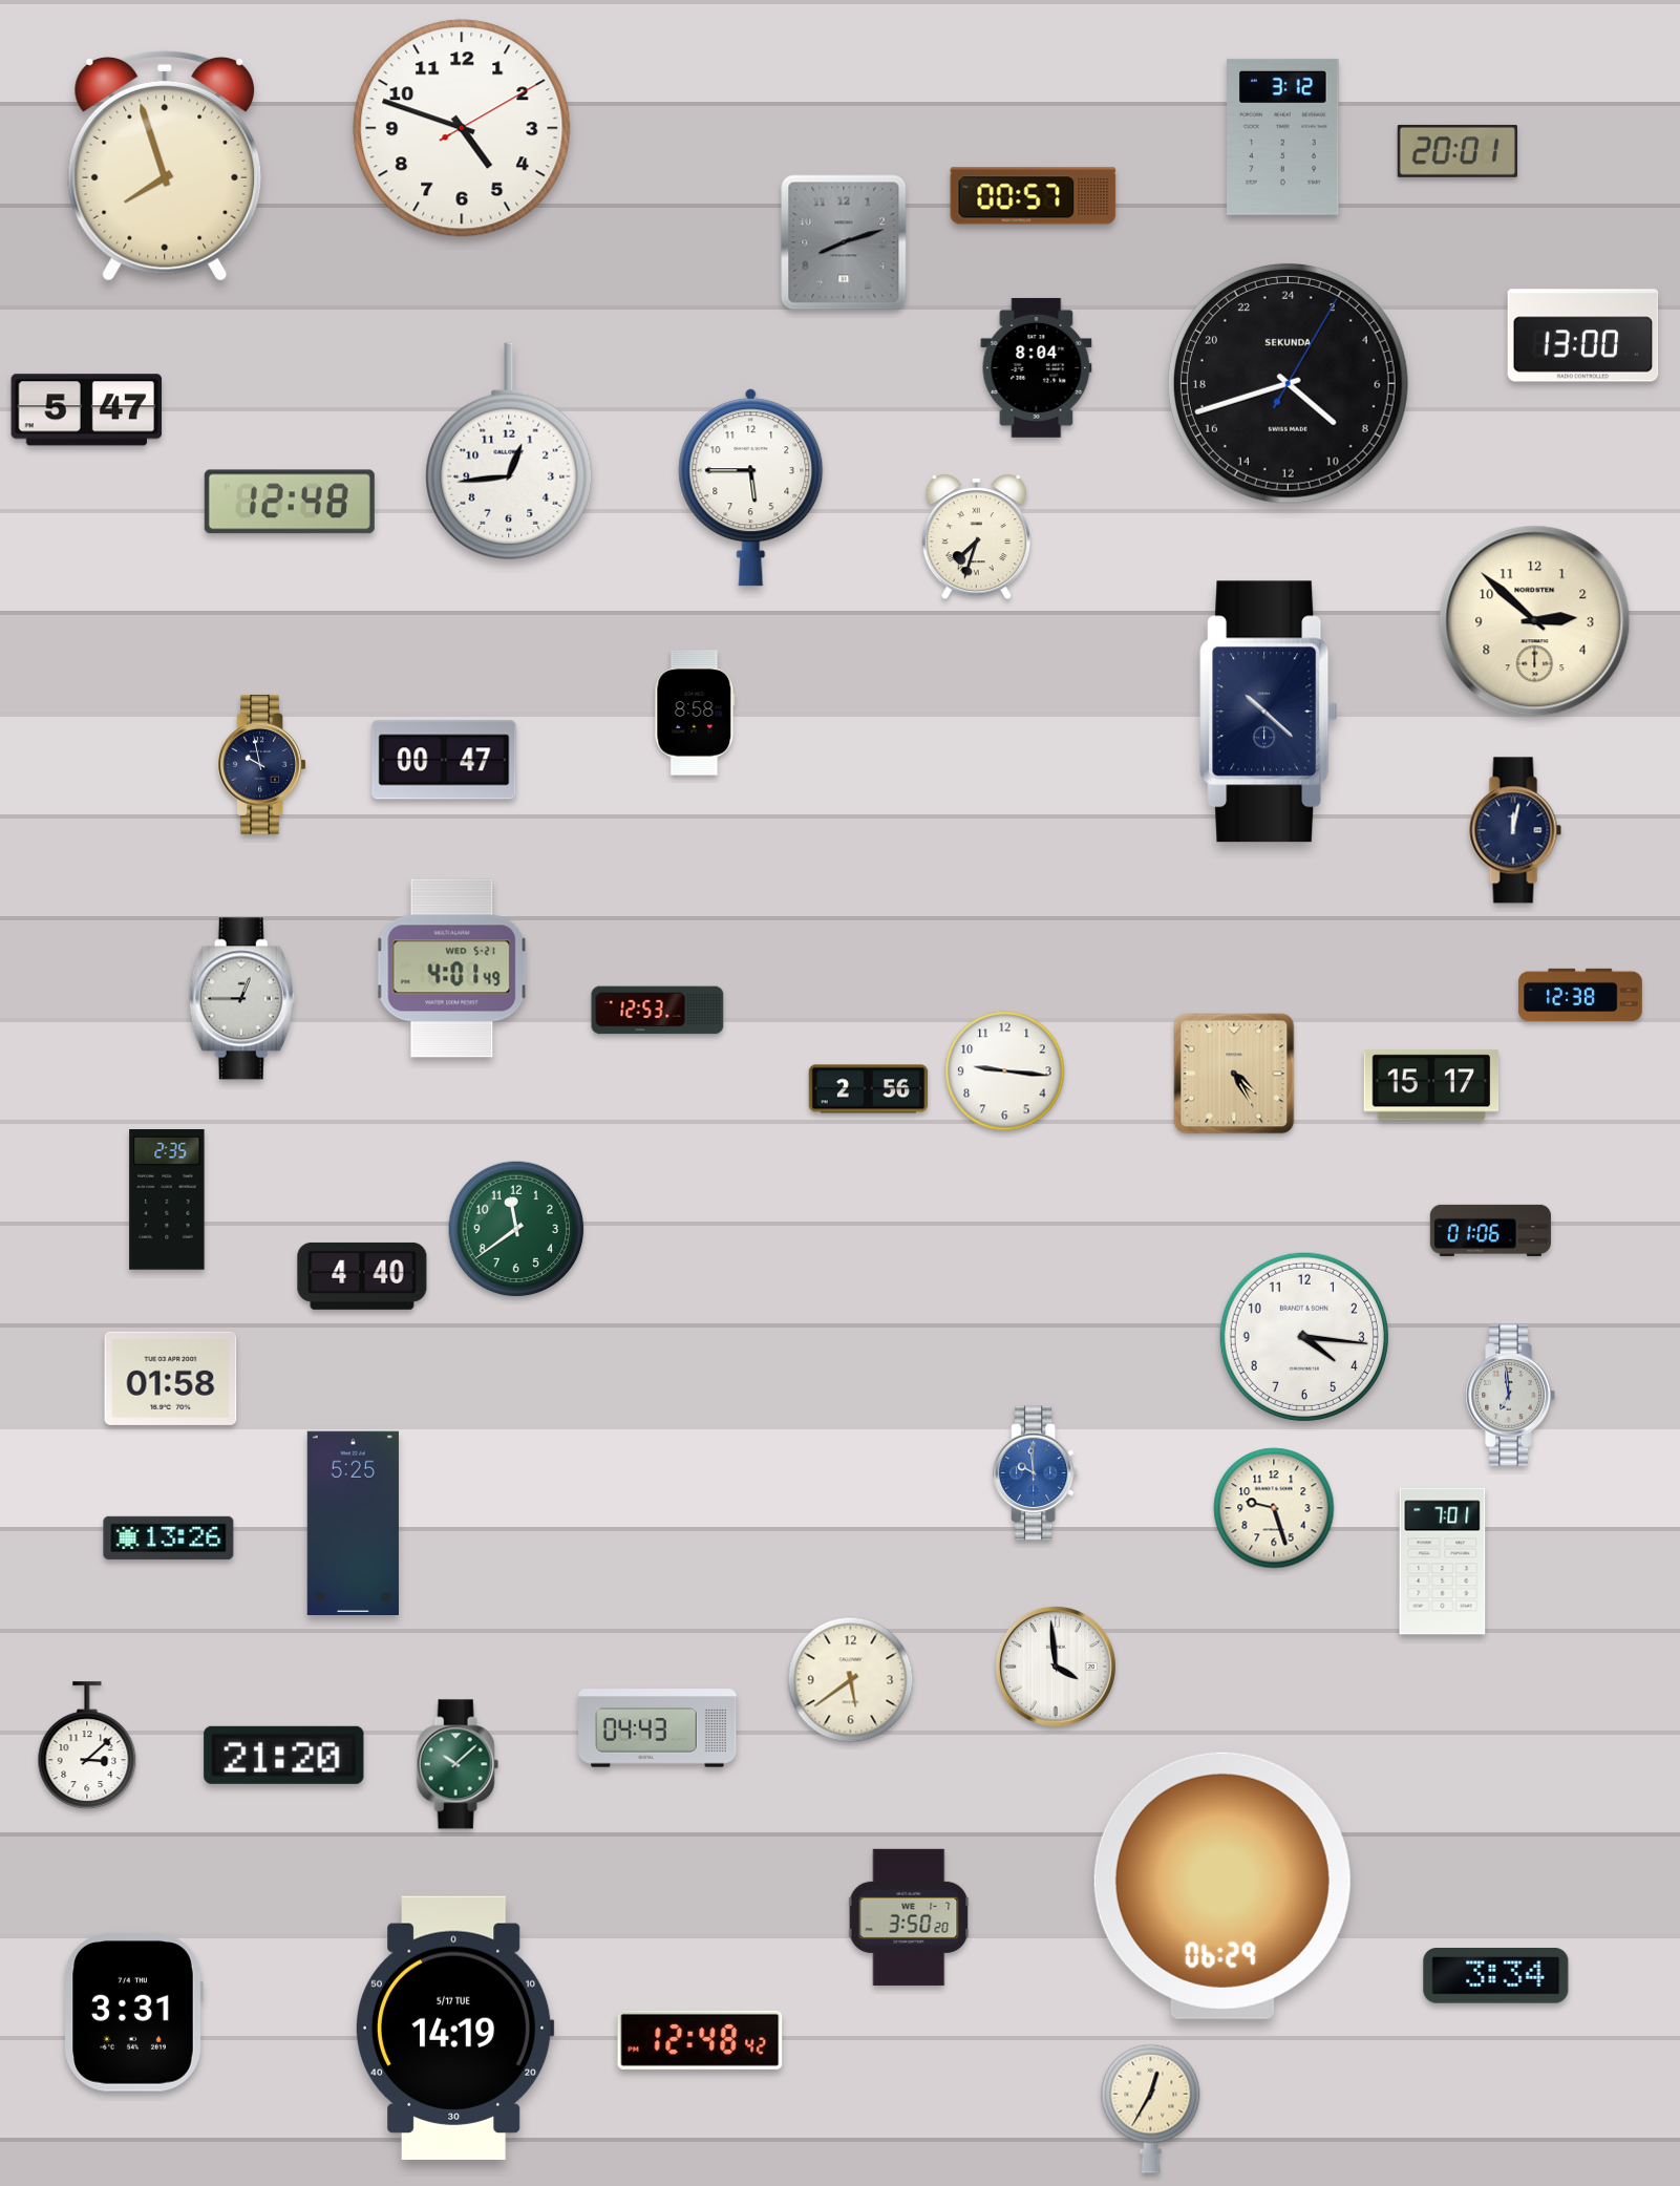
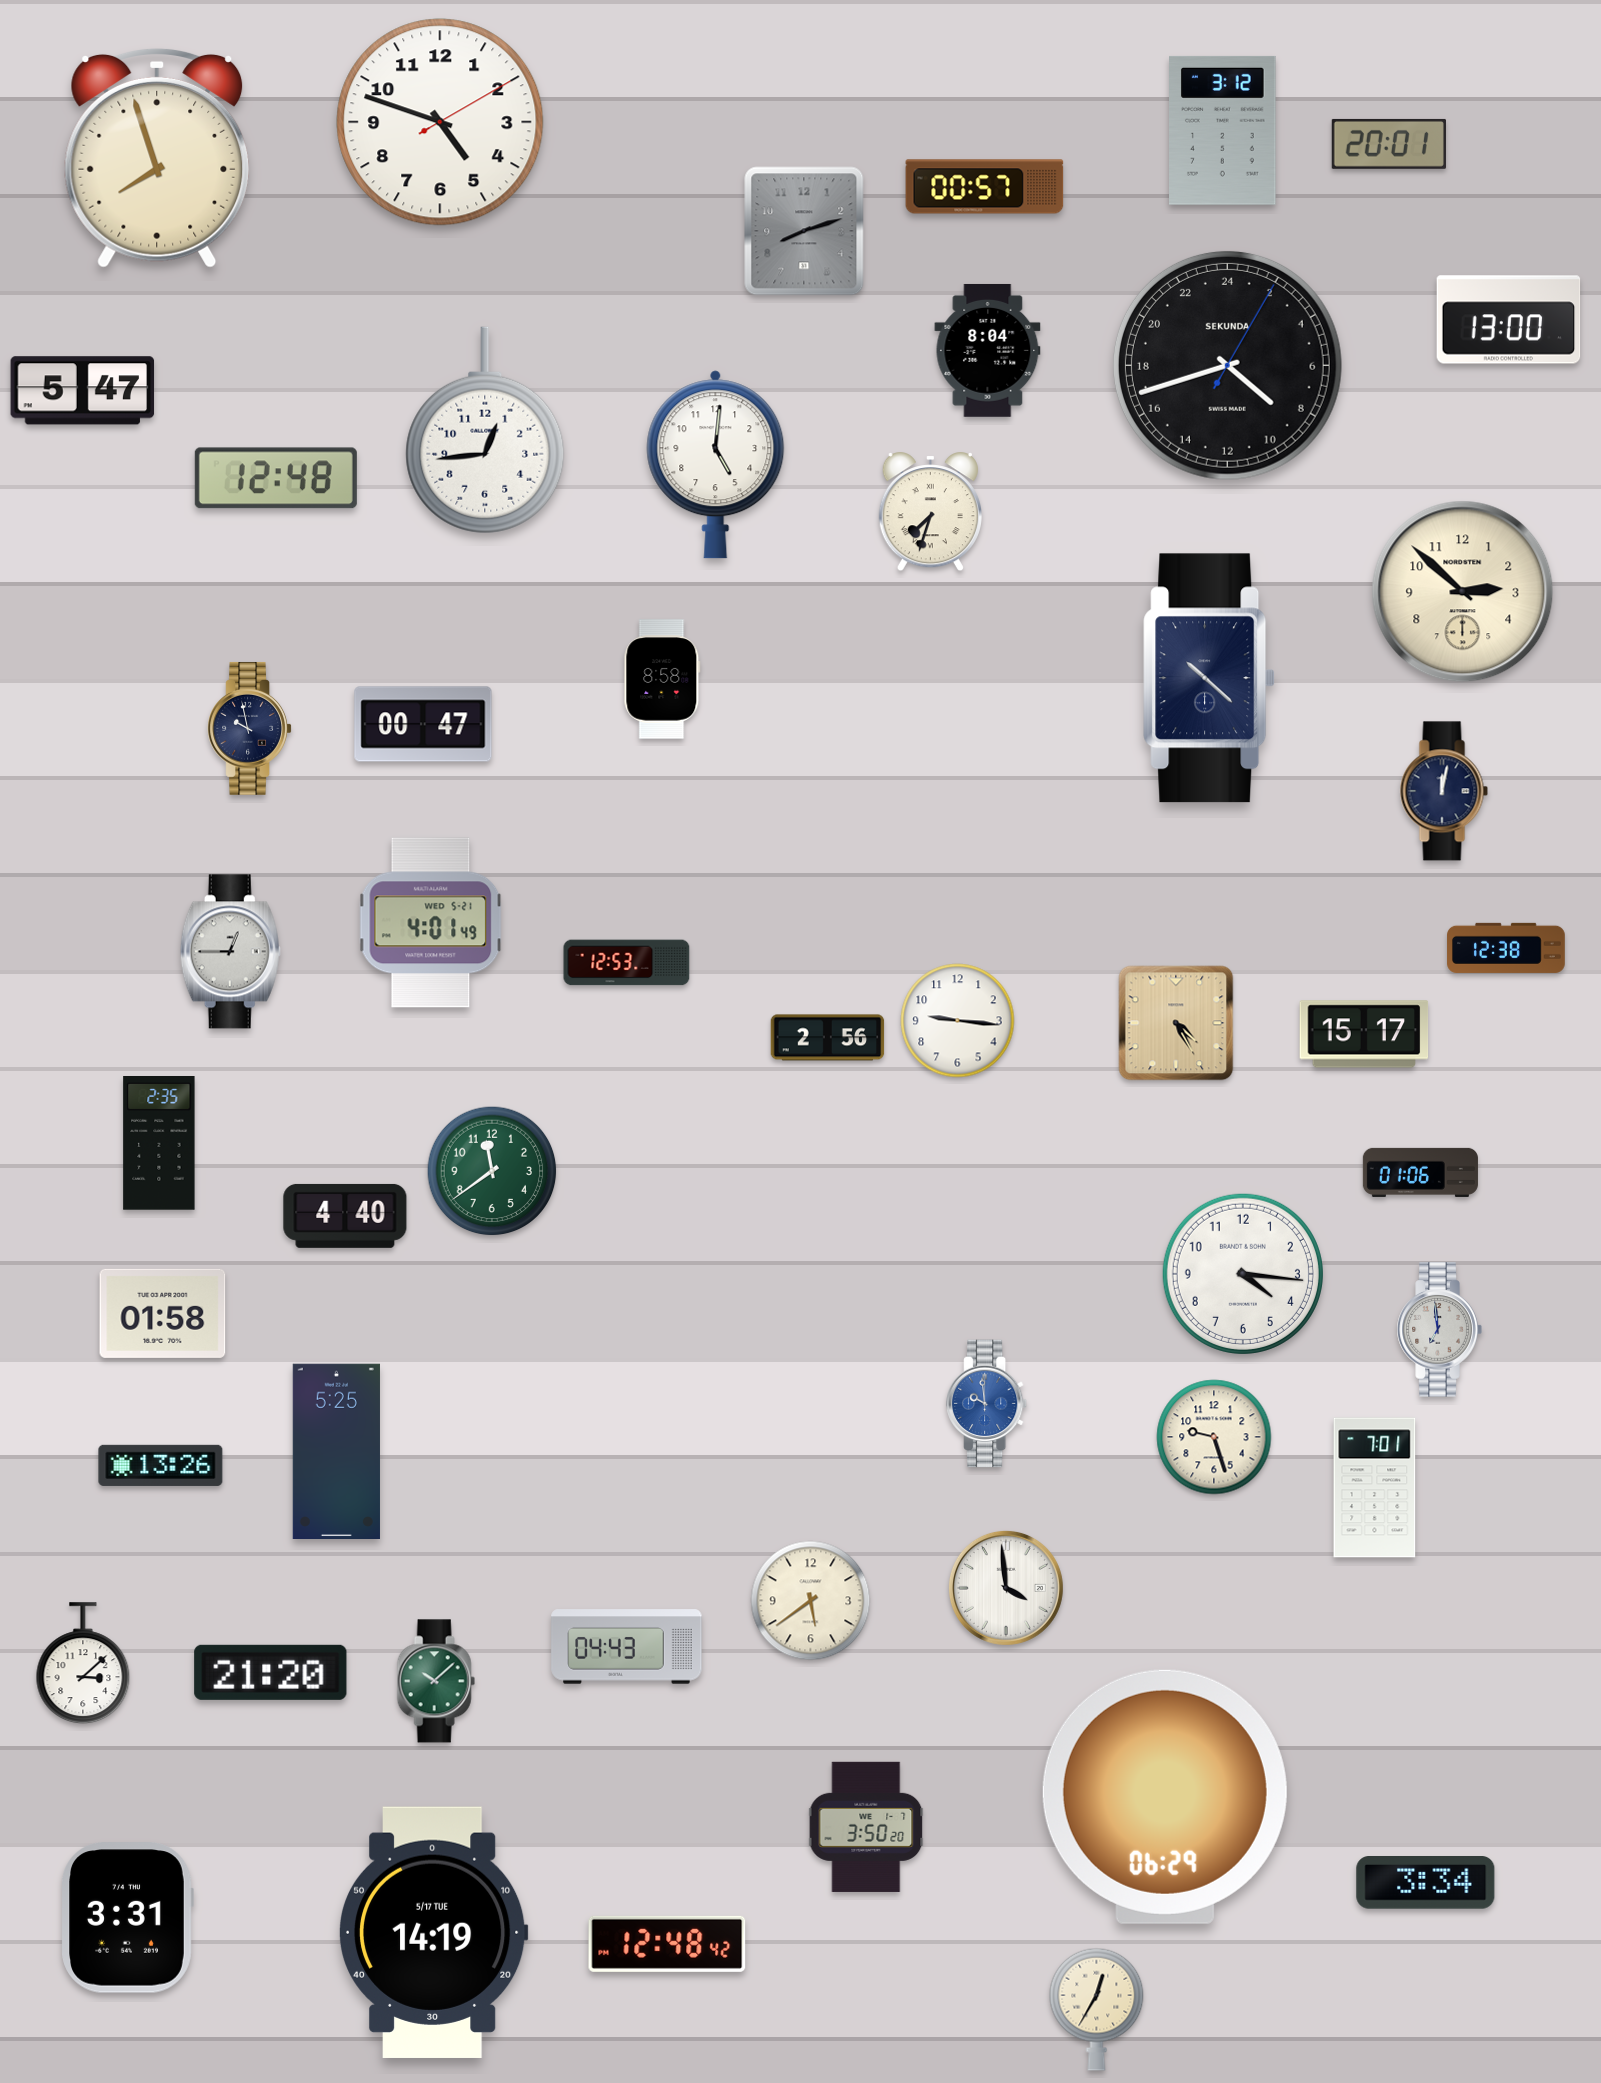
clock at (751, 488): 5:45 -> 5:01
